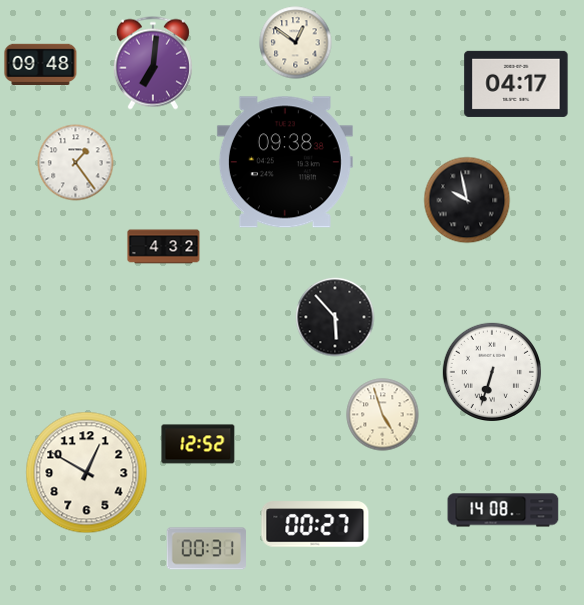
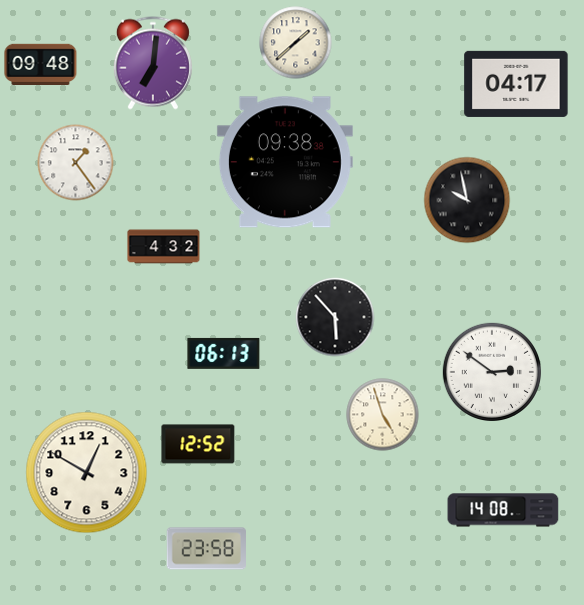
clock at (296, 43): 12:51 -> 1:38
clock at (224, 353): none -> 06:13
clock at (491, 371): 6:33 -> 2:51
clock at (315, 524): 00:27 -> none
clock at (206, 549): 00:31 -> 23:58
